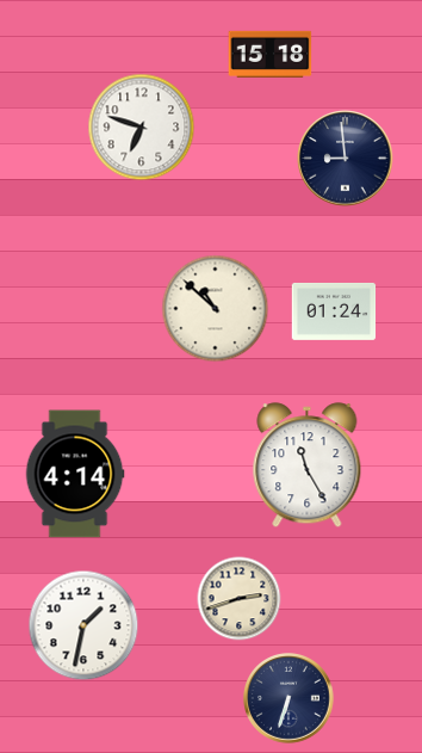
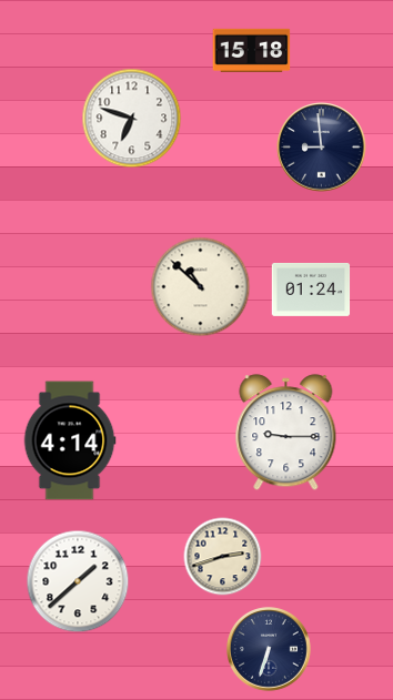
clock at (308, 465): 11:25 -> 9:15
clock at (83, 625): 1:32 -> 1:38
